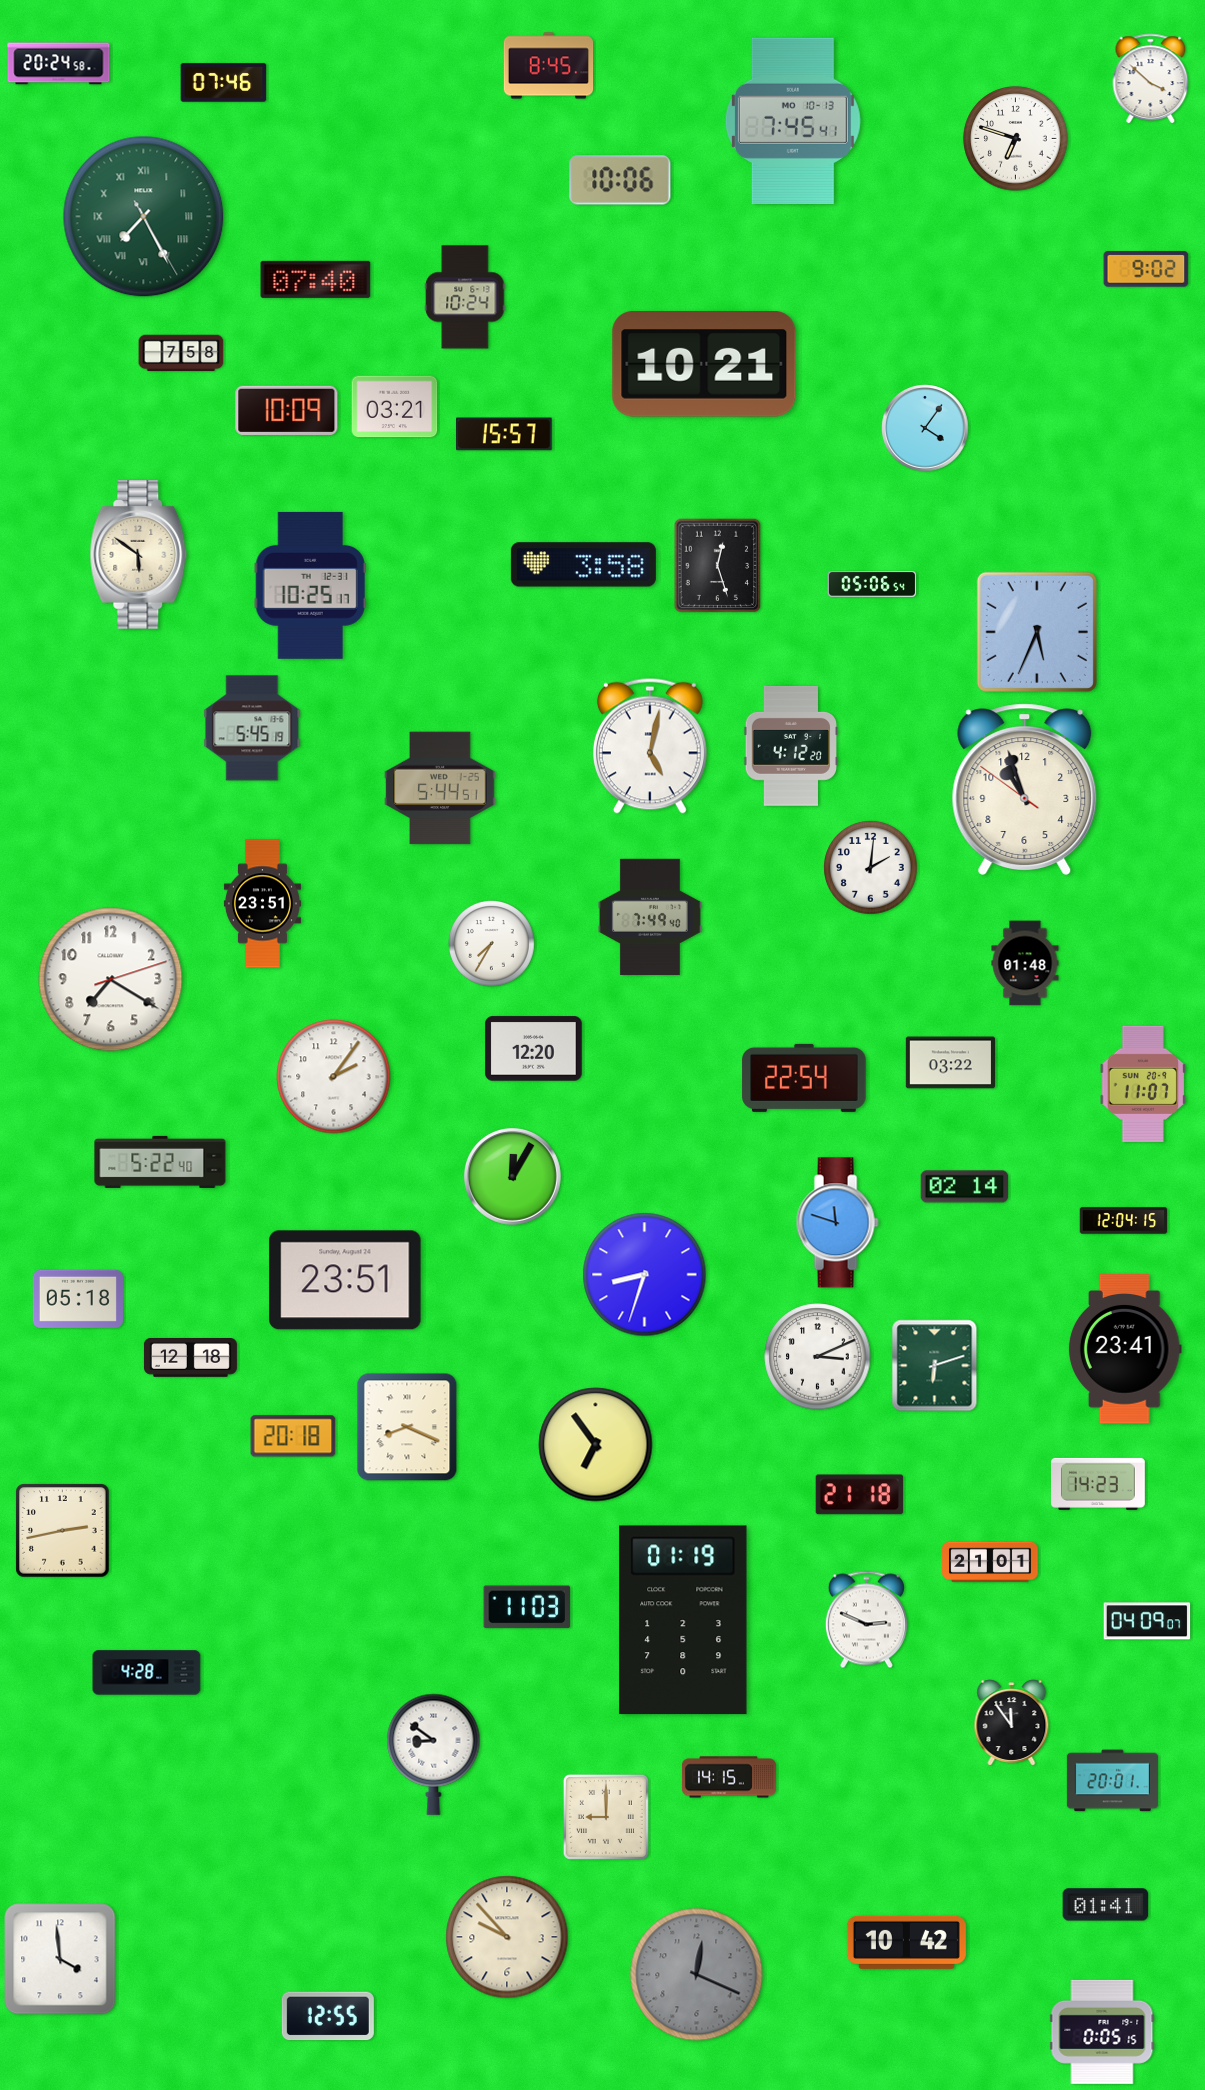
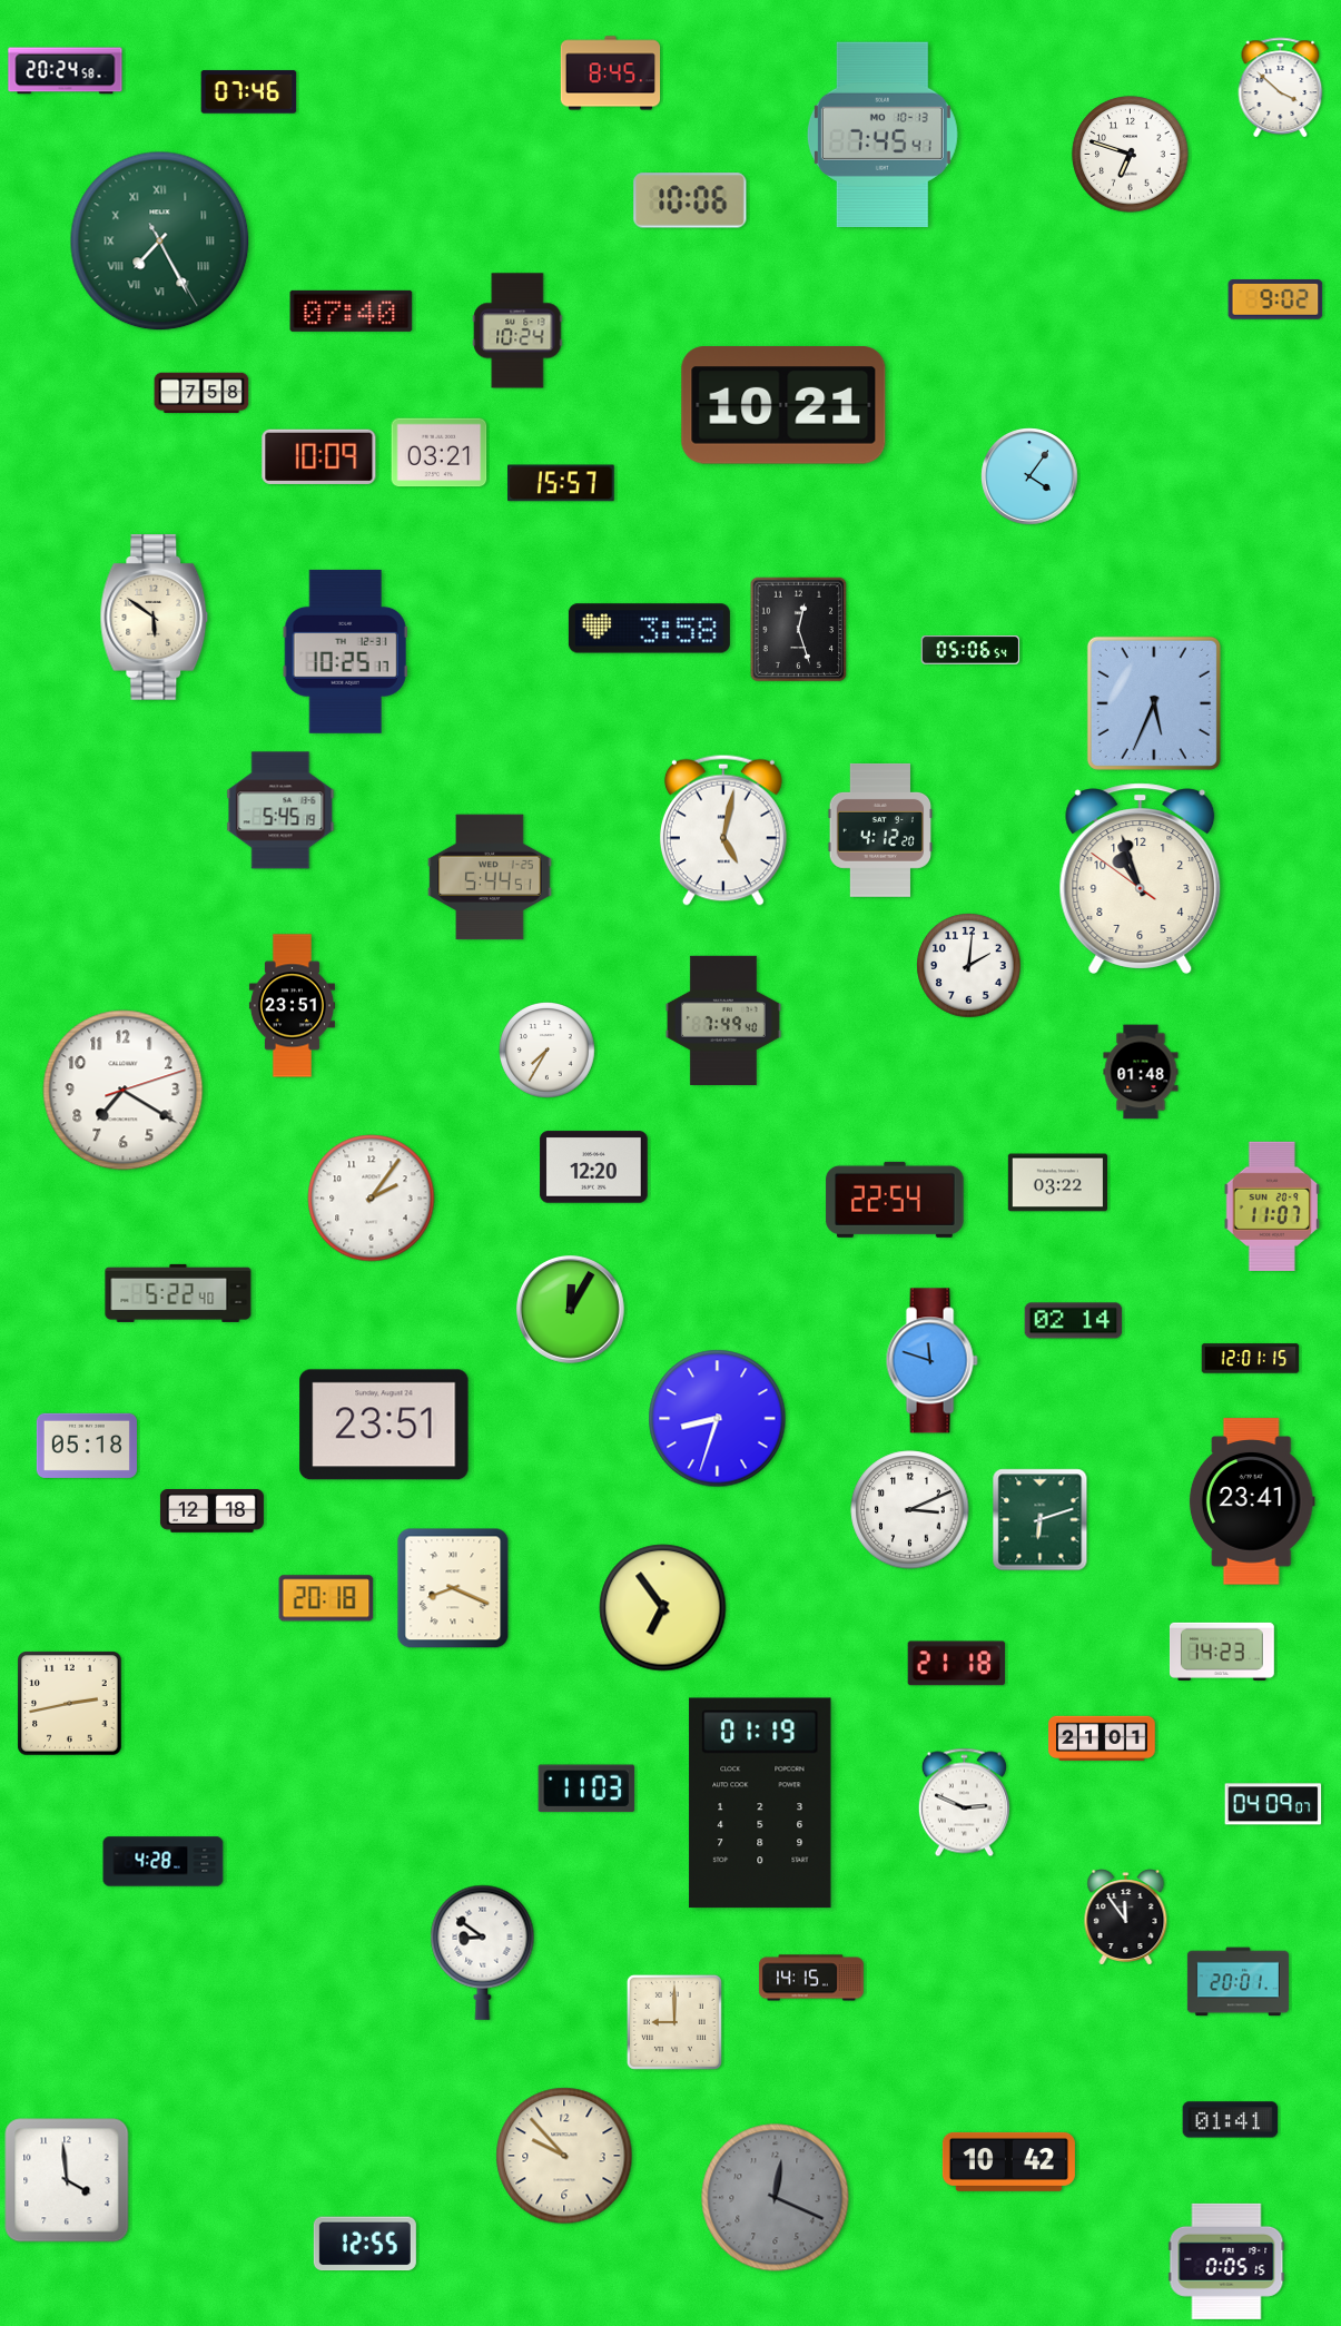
clock at (1124, 1221): 12:04 -> 12:01
clock at (1147, 1621) position: (1147, 1621) -> (1273, 1804)
